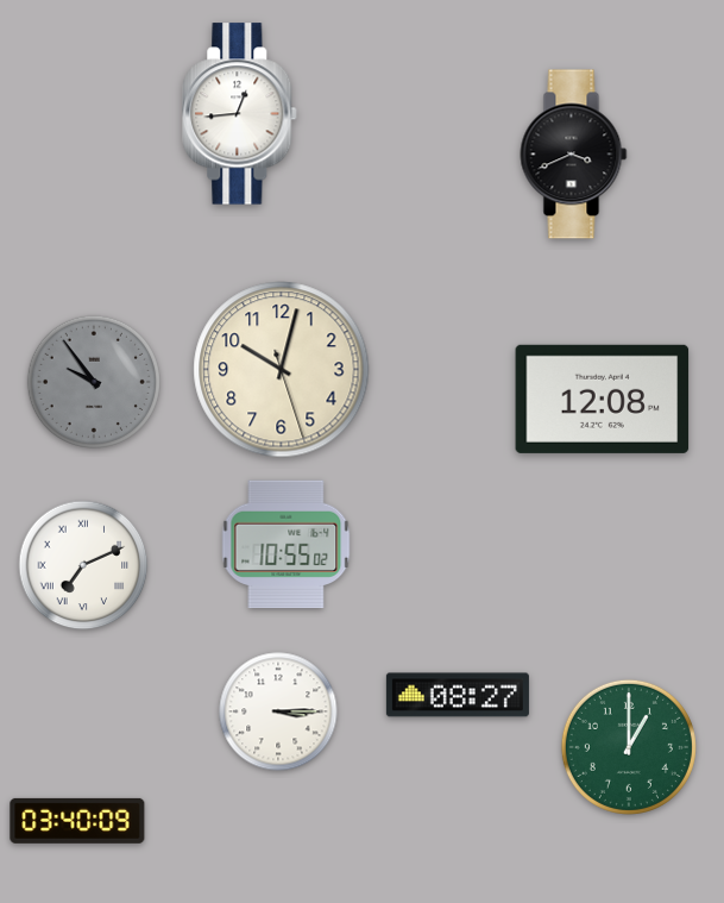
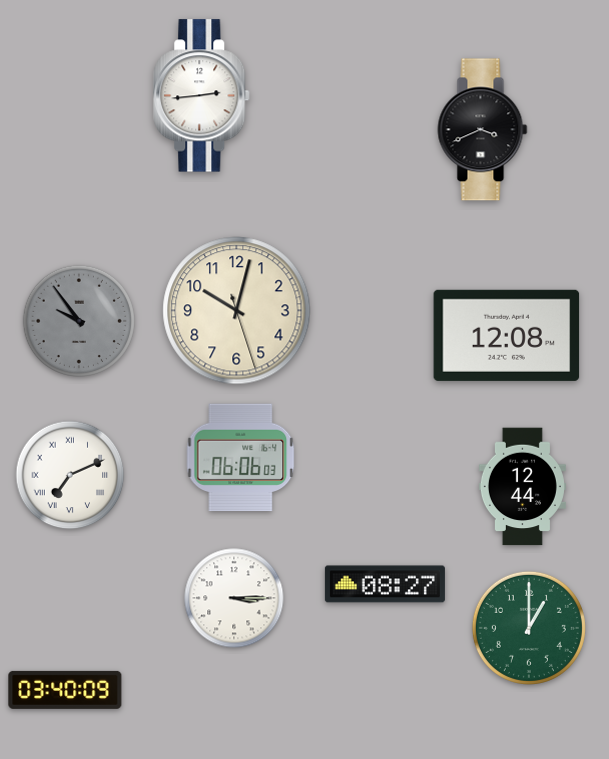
clock at (240, 114): 12:44 -> 2:44
clock at (287, 545): 10:55 -> 06:06
clock at (522, 487): none -> 12:44
